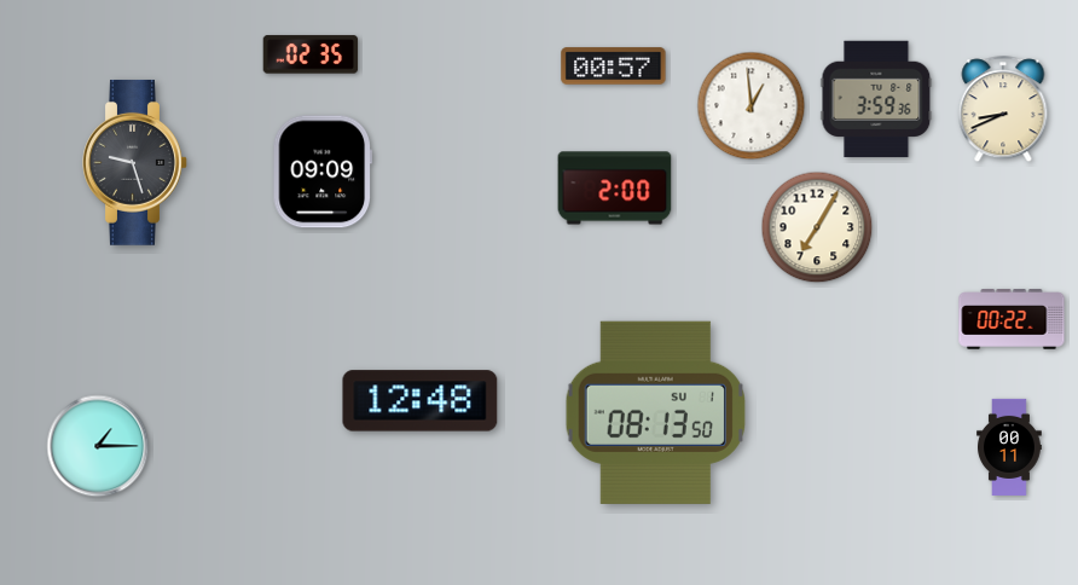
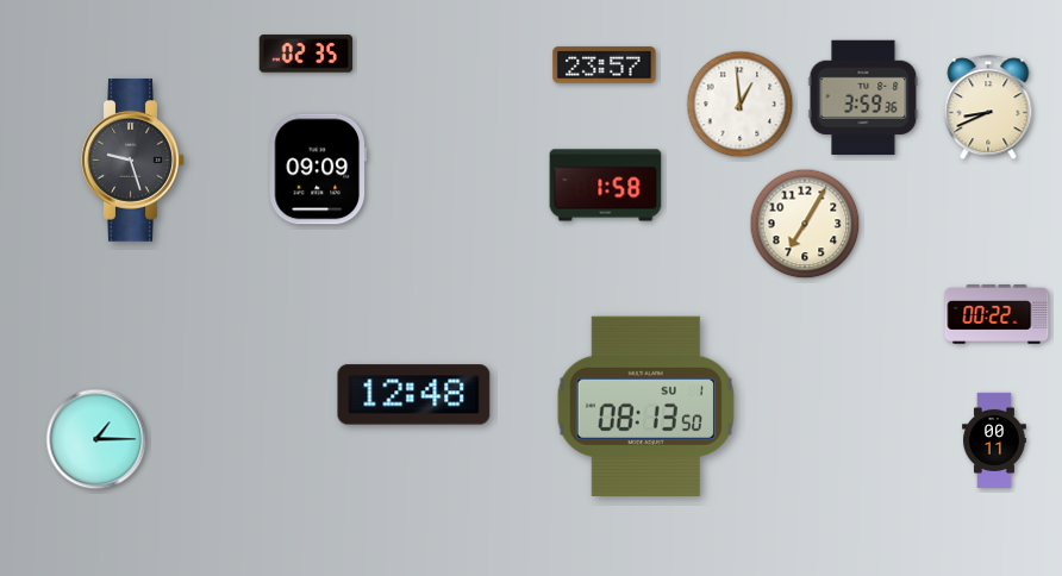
clock at (614, 66): 00:57 -> 23:57
clock at (615, 189): 2:00 -> 1:58
